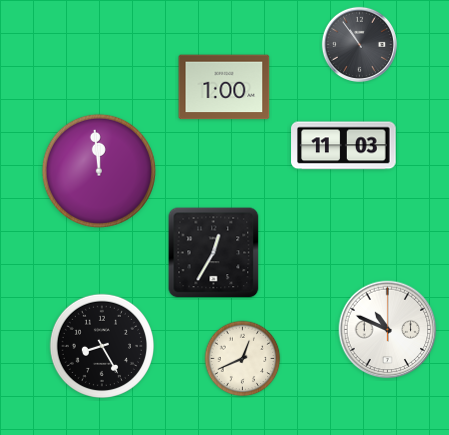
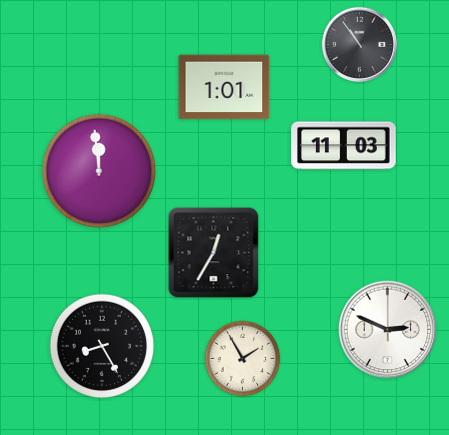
clock at (224, 87): 1:00 -> 1:01
clock at (388, 330): 10:49 -> 2:49
clock at (243, 359): 12:41 -> 1:55
